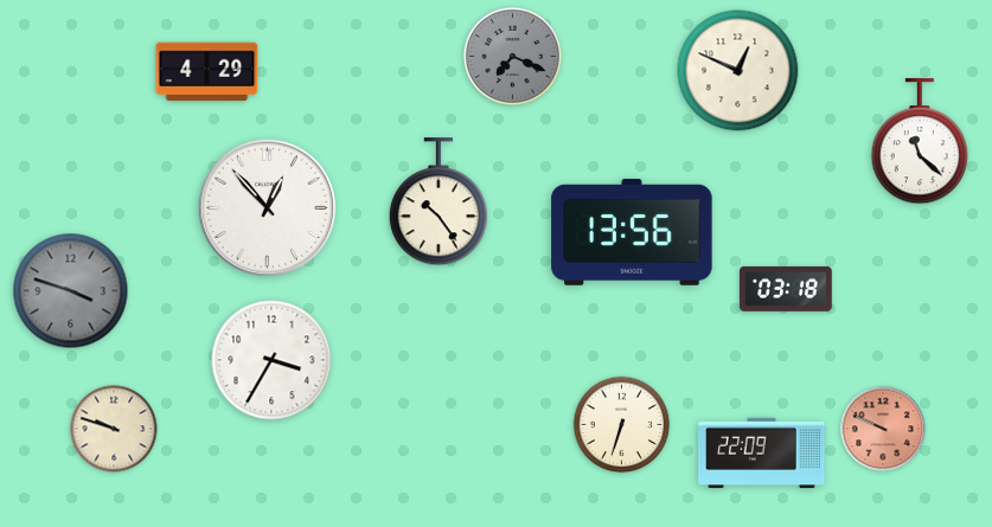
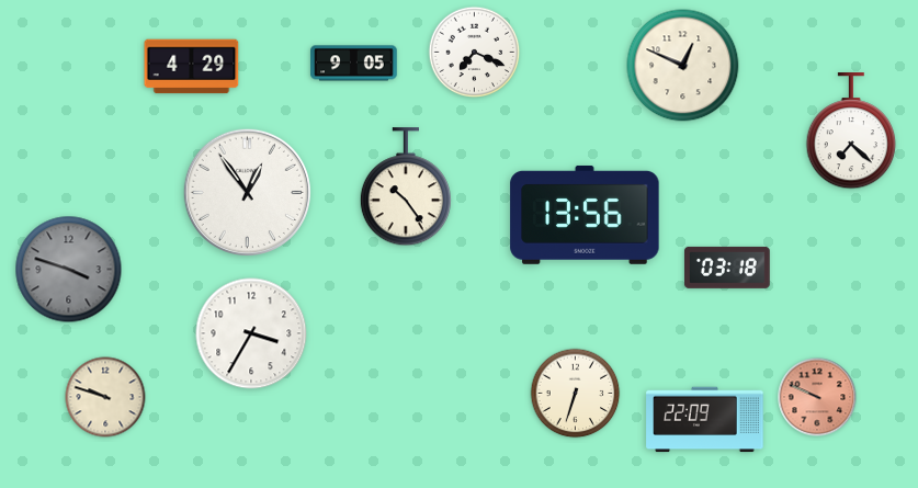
clock at (513, 57) dial: grey -> white
clock at (354, 64): none -> 9:05
clock at (920, 142): 11:22 -> 7:22
clock at (267, 207): 12:53 -> 12:54
clock at (71, 291) position: (71, 291) -> (69, 270)
